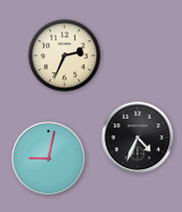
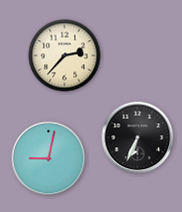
clock at (65, 56): 2:34 -> 2:37
clock at (138, 138): 4:34 -> 6:34
